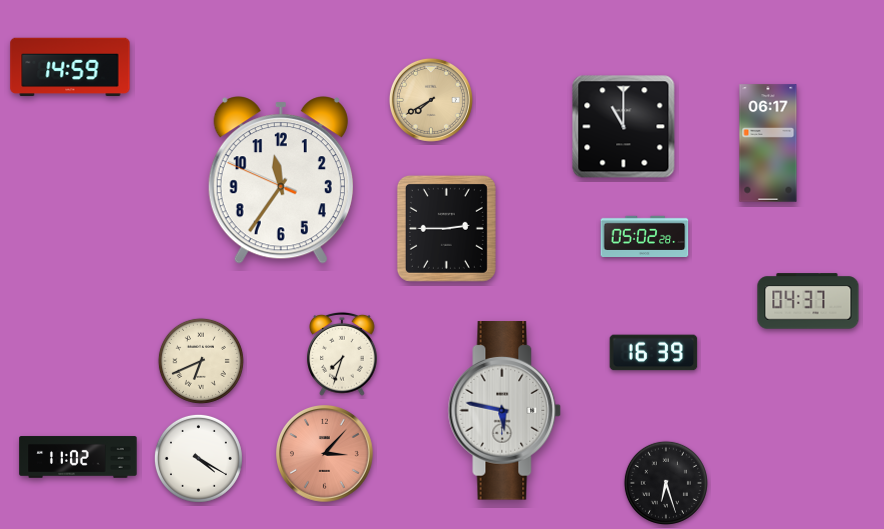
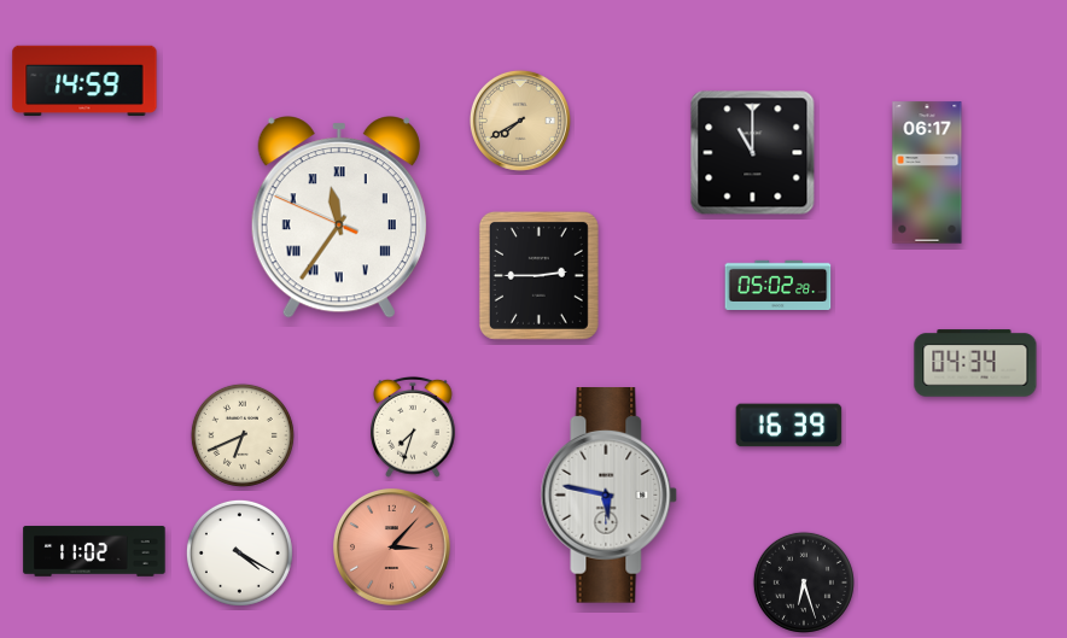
clock at (281, 180) numerals: Arabic -> Roman
clock at (808, 301): 04:37 -> 04:34
